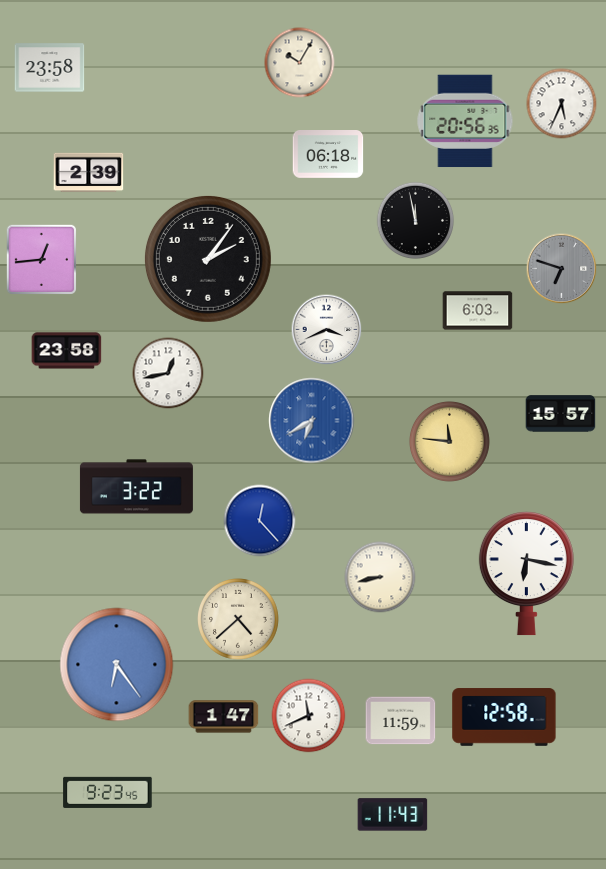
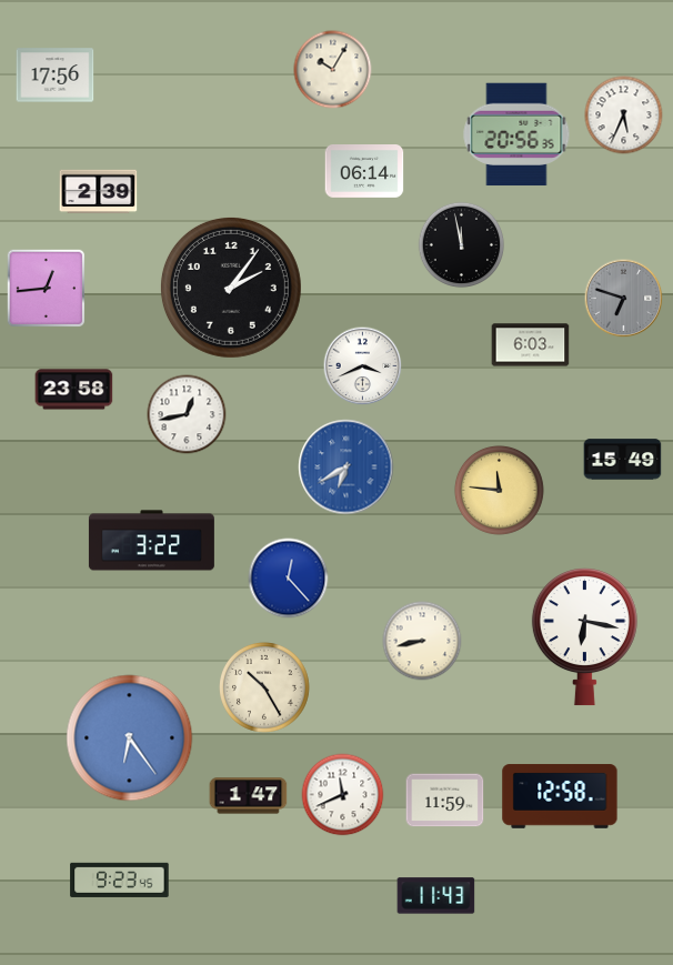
clock at (50, 68): 23:58 -> 17:56
clock at (328, 155): 06:18 -> 06:14
clock at (561, 414): 15:57 -> 15:49
clock at (239, 620): 4:38 -> 10:25
clock at (393, 815) position: (393, 815) -> (436, 896)
